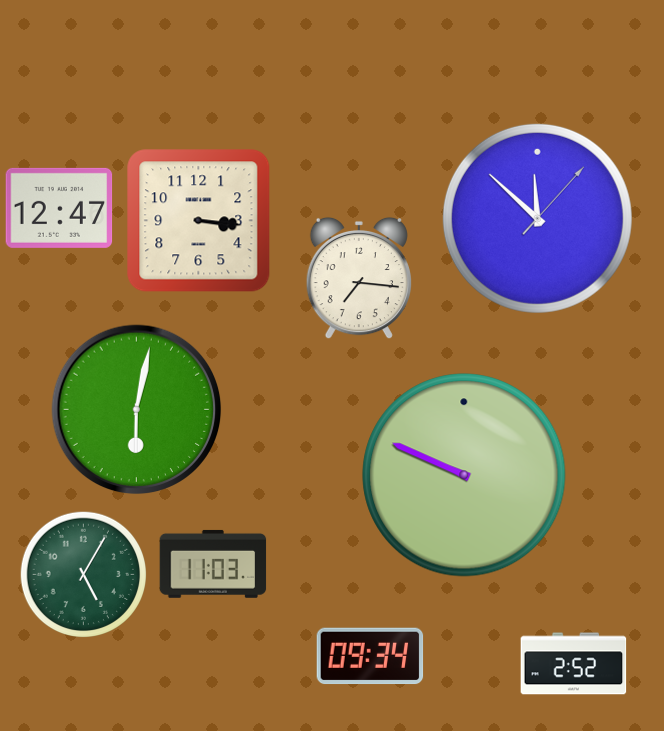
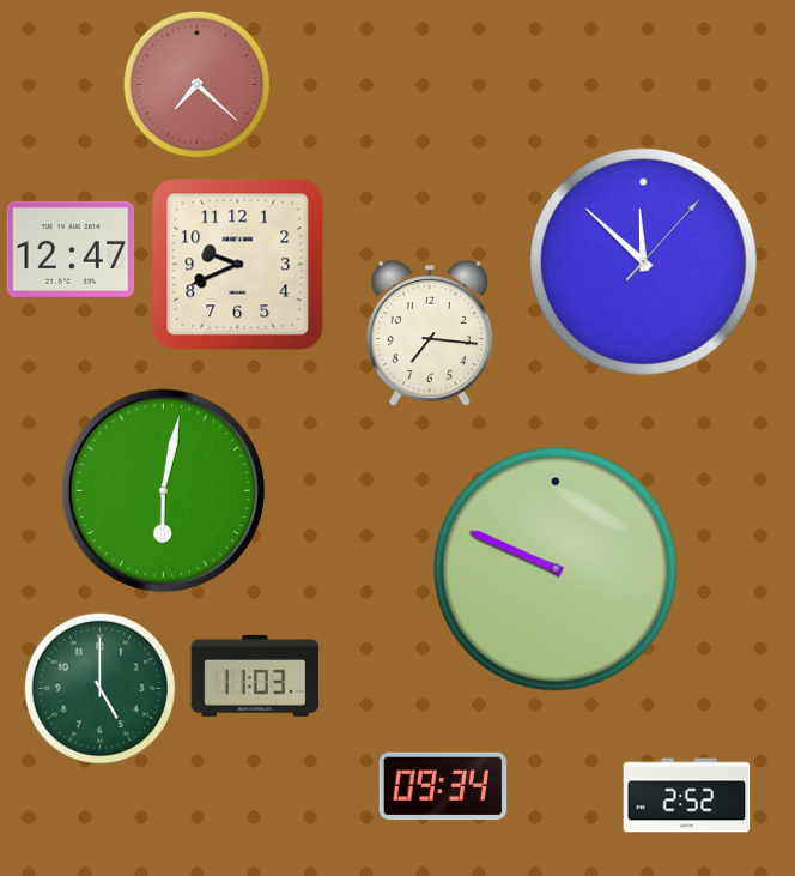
clock at (198, 85): none -> 7:22
clock at (199, 221): 3:16 -> 9:41
clock at (83, 574): 5:05 -> 5:00
